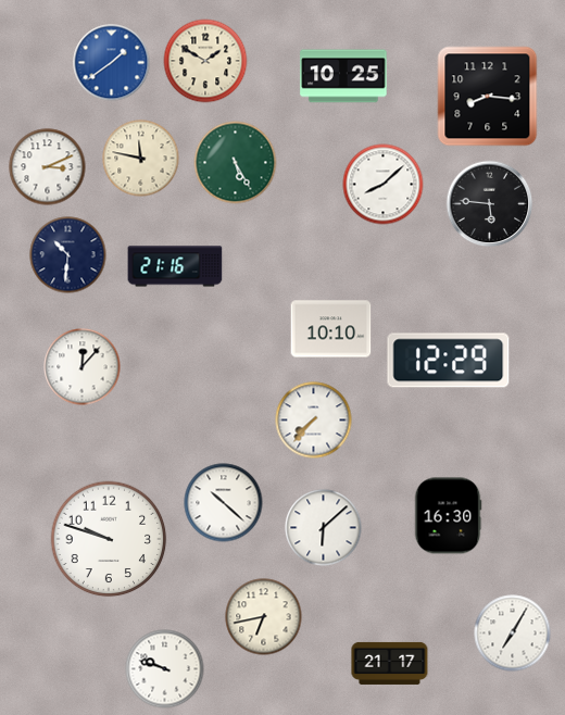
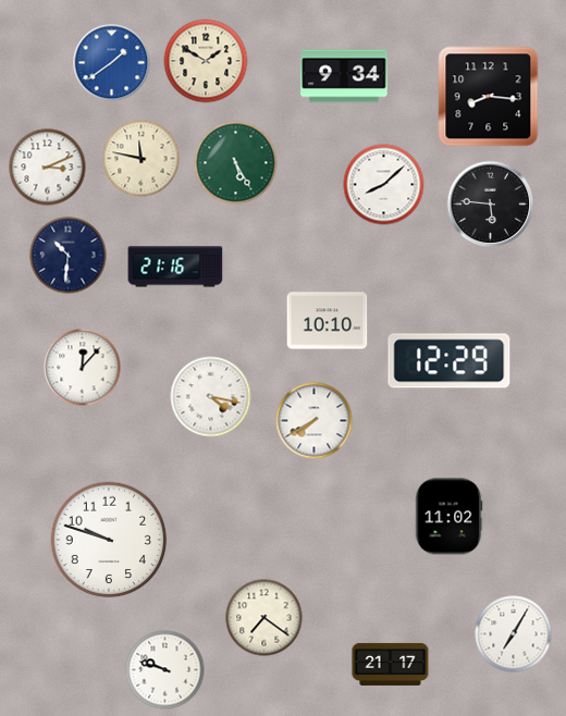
clock at (343, 76): 10:25 -> 9:34
clock at (331, 329) position: (331, 329) -> (328, 321)
clock at (211, 397): none -> 4:17
clock at (314, 421): 7:37 -> 7:40
clock at (224, 503): 10:22 -> none
clock at (448, 516): 16:30 -> 11:02
clock at (324, 528): 6:08 -> none
clock at (264, 617): 6:43 -> 7:21
